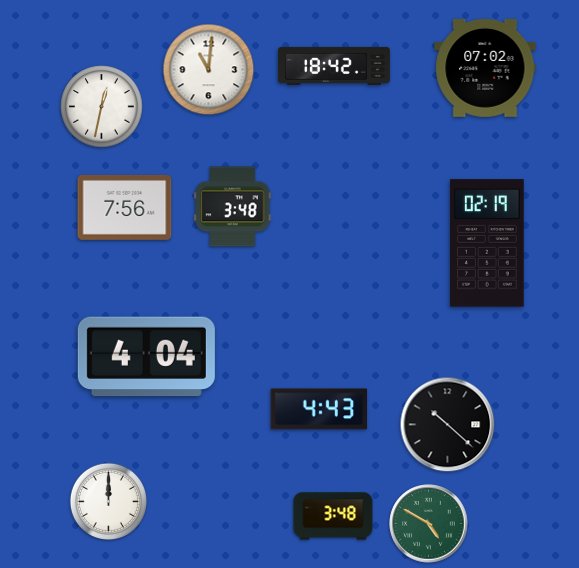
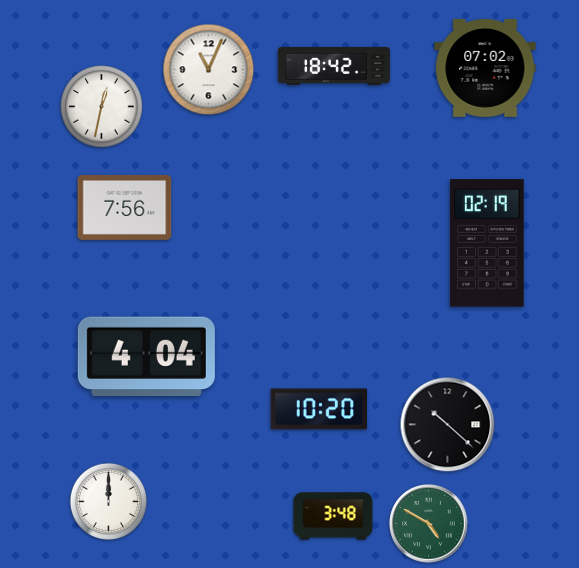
clock at (209, 70): 11:01 -> 11:04
clock at (233, 207): 3:48 -> none
clock at (318, 409): 4:43 -> 10:20
